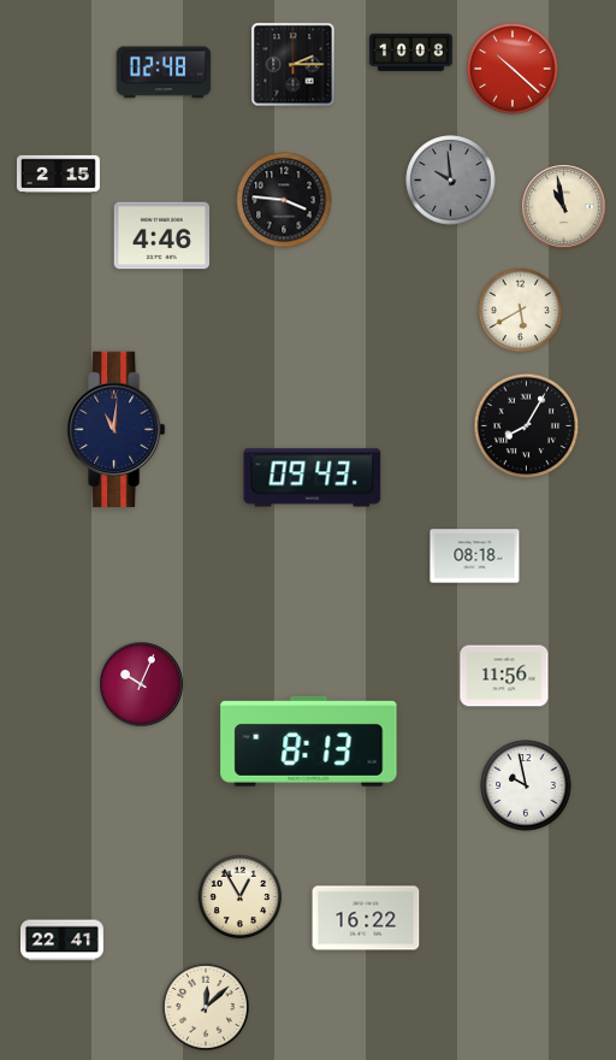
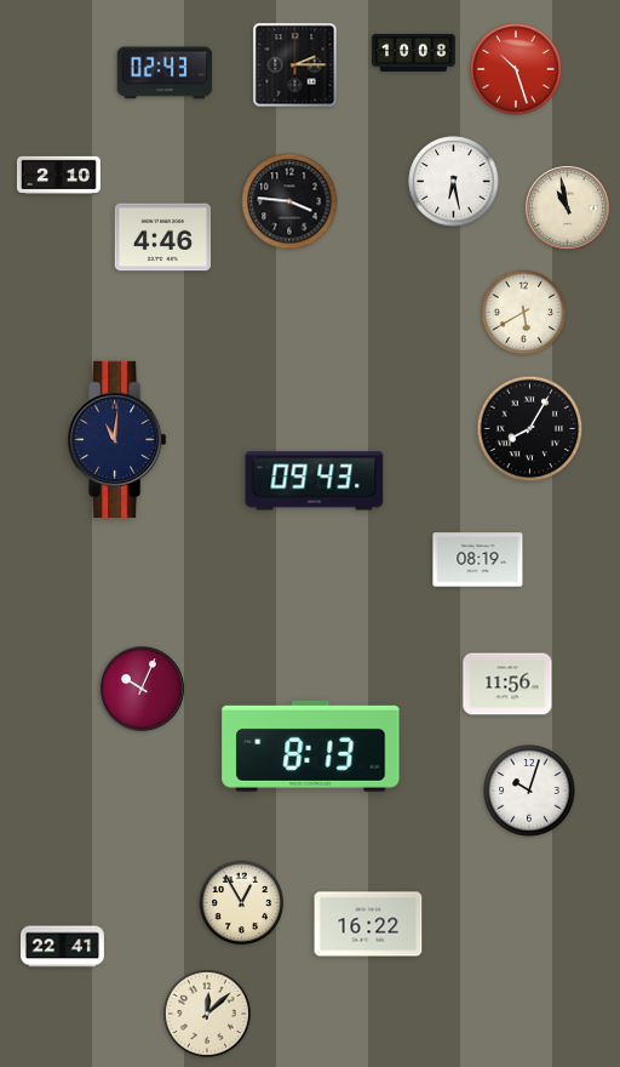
clock at (513, 69): 10:22 -> 10:27
clock at (164, 72): 02:48 -> 02:43
clock at (58, 173): 2:15 -> 2:10
clock at (451, 181): 9:59 -> 6:28
clock at (451, 181) dial: grey -> white
clock at (284, 200) position: (284, 200) -> (289, 201)
clock at (117, 429) position: (117, 429) -> (117, 439)
clock at (475, 556): 08:18 -> 08:19
clock at (504, 676) position: (504, 676) -> (507, 684)
clock at (526, 785): 9:58 -> 10:03
